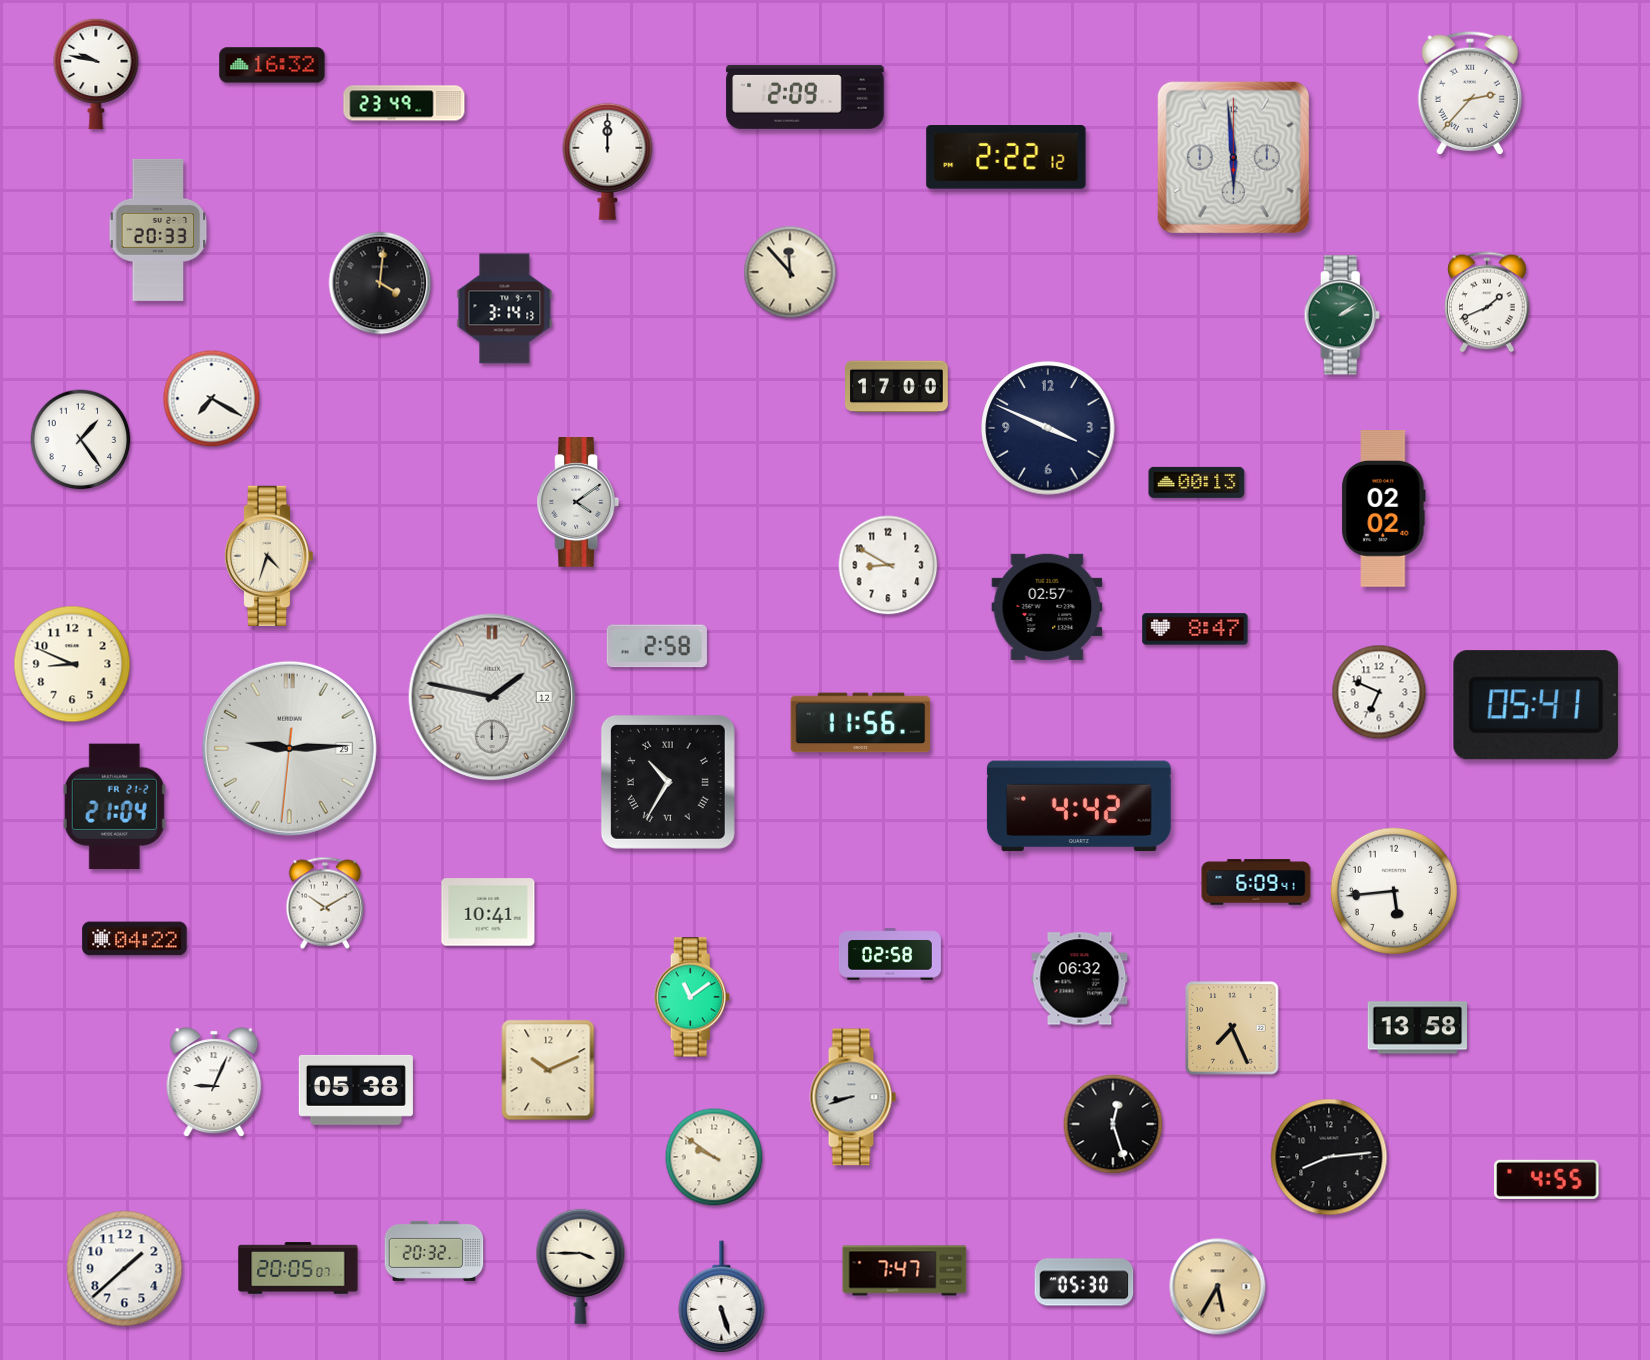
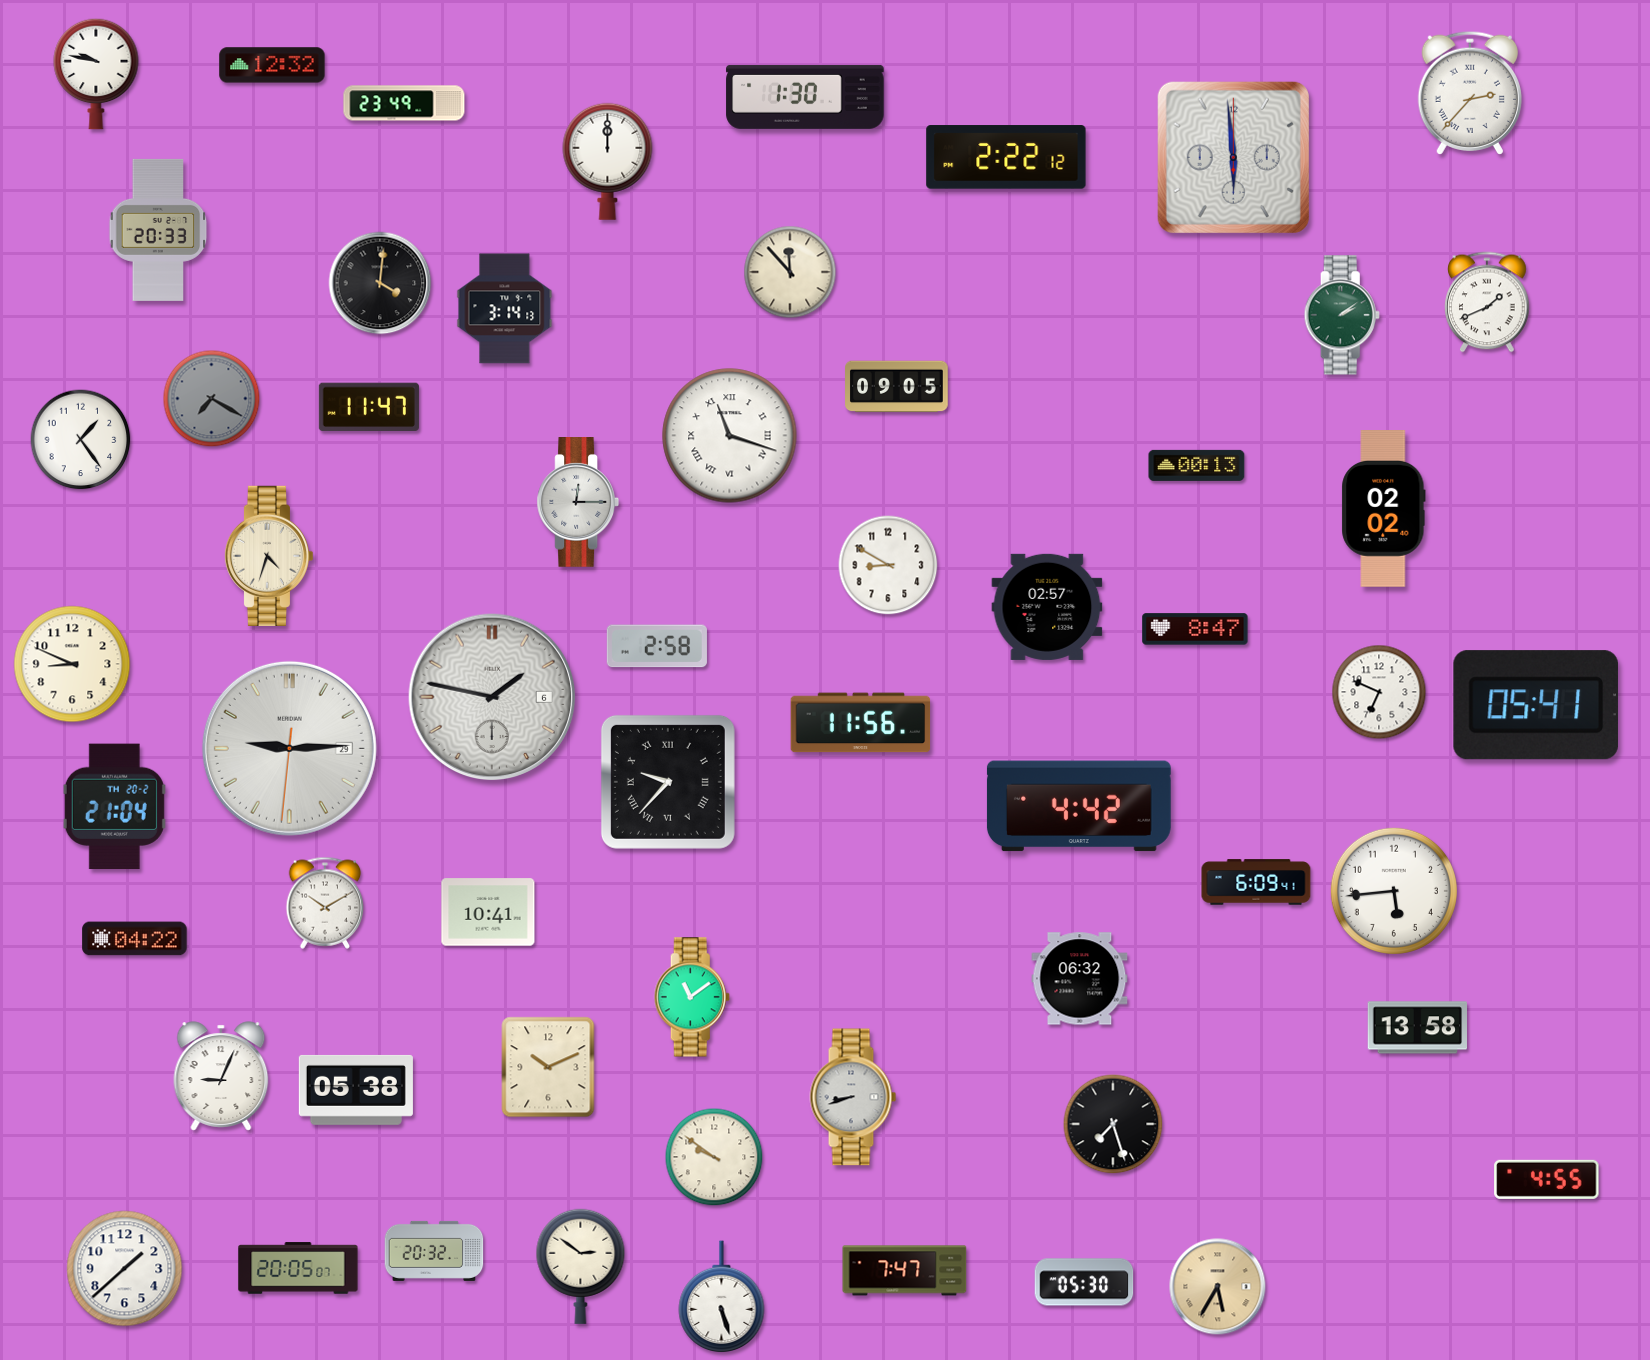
clock at (272, 65): 16:32 -> 12:32
clock at (805, 97): 2:09 -> 1:30
clock at (897, 387): 17:00 -> 09:05
clock at (212, 399) dial: white -> grey
clock at (369, 407): none -> 11:47
clock at (1048, 428): 3:49 -> none
clock at (730, 436): none -> 11:18
clock at (1197, 482) position: (1197, 482) -> (1197, 465)
clock at (578, 503): 4:09 -> 12:15
clock at (492, 697) date: 12 -> 6
clock at (668, 782): 10:35 -> 9:37
clock at (114, 807) date: FR 21-2 -> TH 20-2
clock at (890, 954): 02:58 -> none
clock at (1232, 1028): 7:26 -> none
clock at (548, 1070) position: (548, 1070) -> (548, 1067)
clock at (214, 1082) position: (214, 1082) -> (221, 1076)
clock at (1113, 1124): 12:27 -> 7:27
clock at (1329, 1157): 8:14 -> none
clock at (581, 1266): 3:45 -> 2:51
